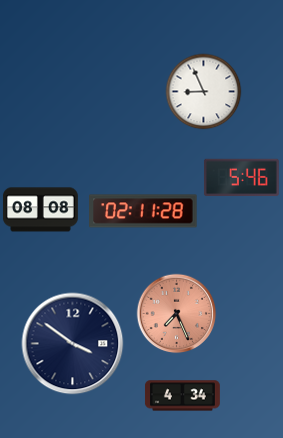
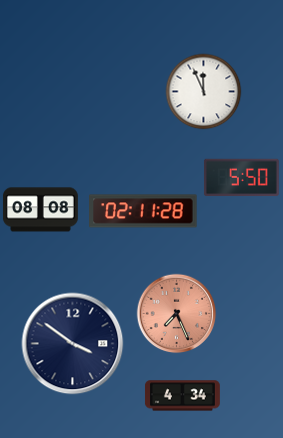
clock at (204, 92): 8:56 -> 11:56
clock at (241, 178): 5:46 -> 5:50
